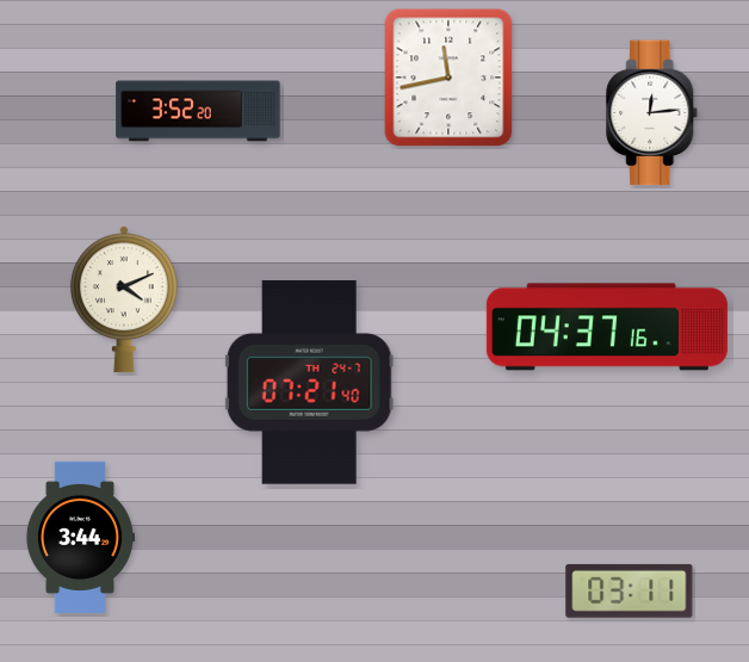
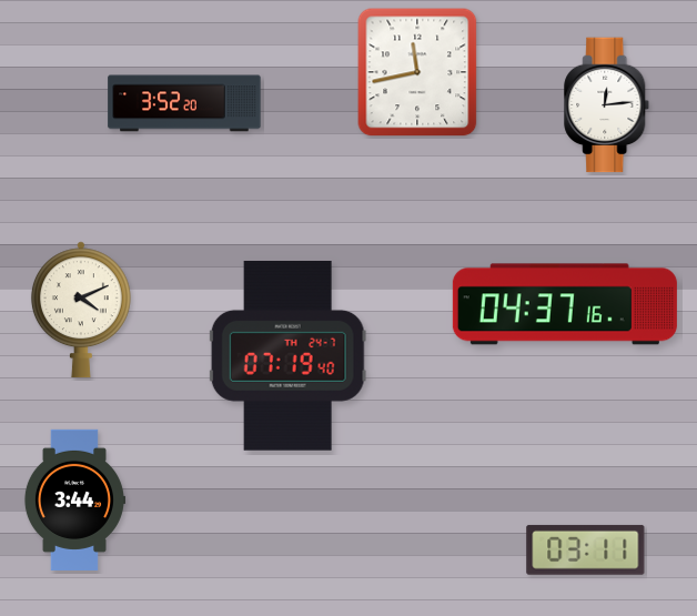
clock at (124, 299) position: (124, 299) -> (81, 310)
clock at (309, 382): 07:21 -> 07:19
